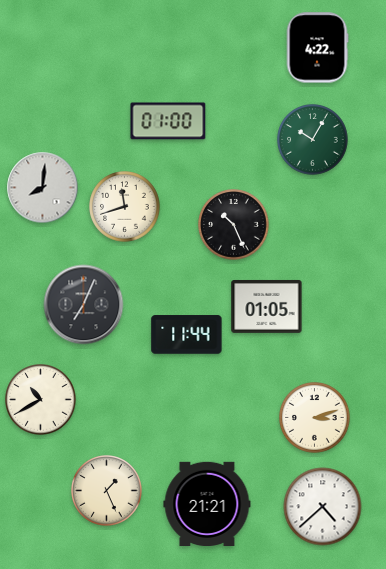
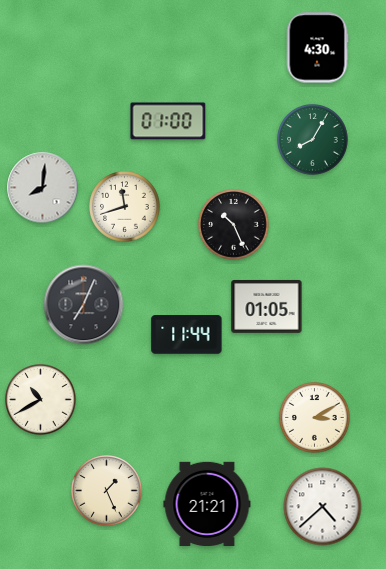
clock at (317, 48): 4:22 -> 4:30
clock at (313, 140): 10:05 -> 8:05
clock at (315, 418): 3:12 -> 3:10
